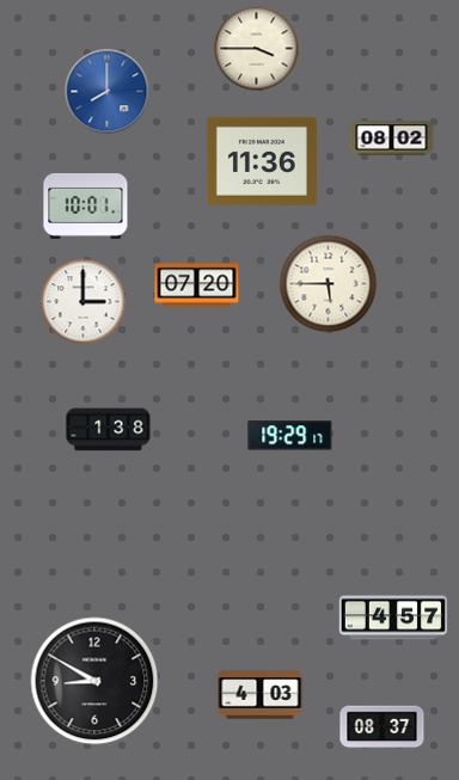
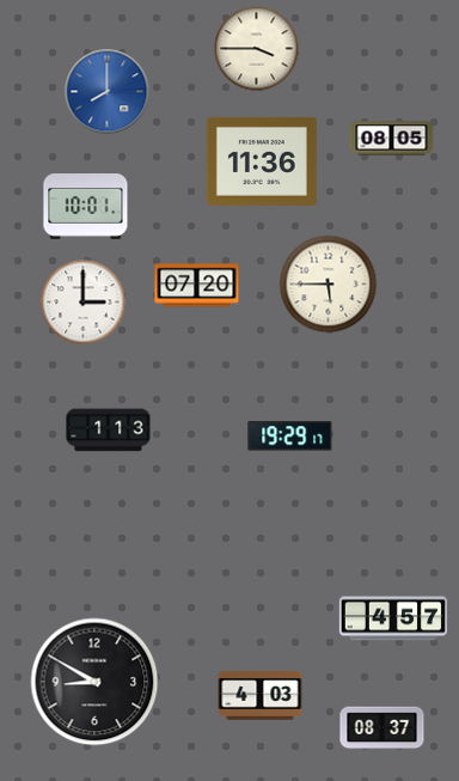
clock at (392, 139): 08:02 -> 08:05
clock at (109, 430): 1:38 -> 1:13
